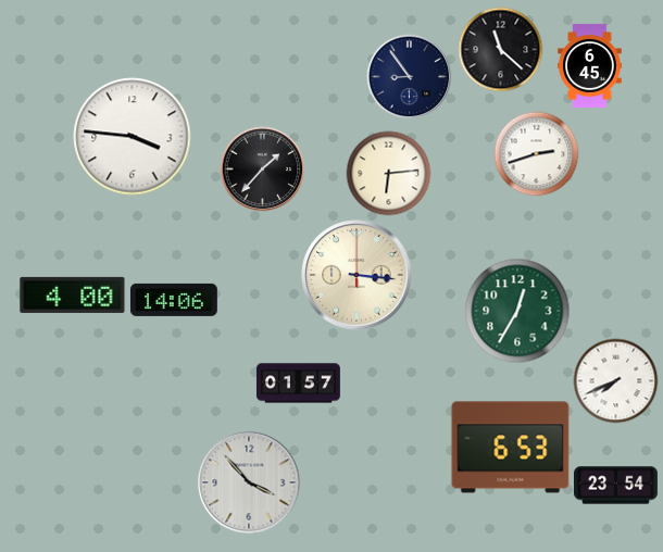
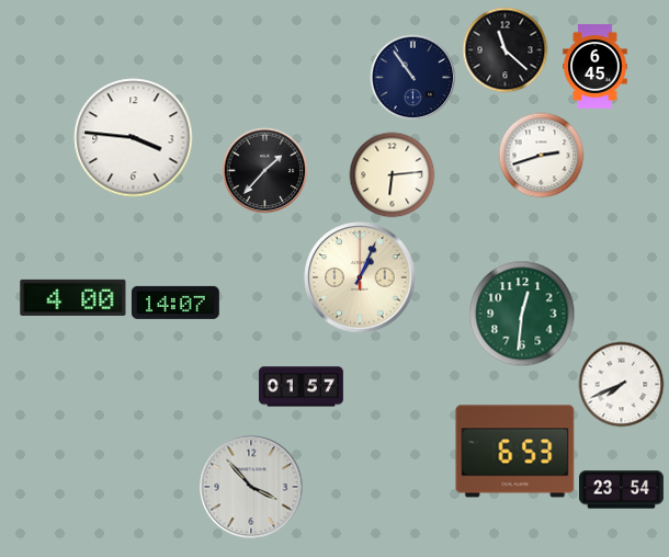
clock at (409, 76): 8:54 -> 10:54
clock at (356, 275): 3:16 -> 1:04
clock at (174, 300): 14:06 -> 14:07
clock at (517, 311): 12:35 -> 12:31
